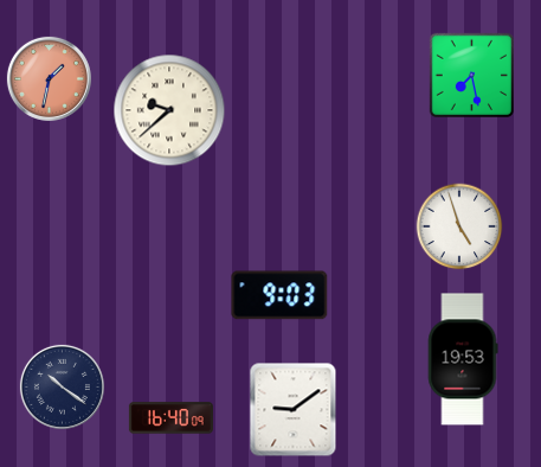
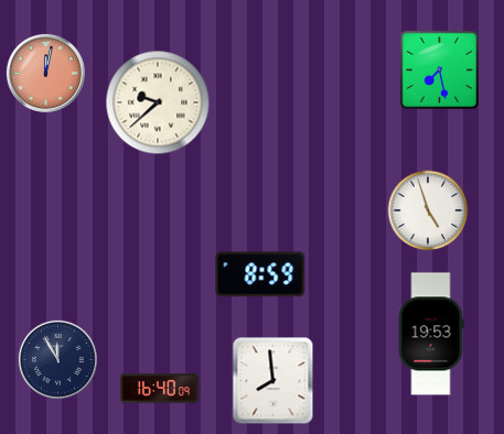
clock at (49, 78): 1:32 -> 12:02
clock at (279, 295): 9:03 -> 8:59
clock at (62, 386): 10:21 -> 11:55
clock at (294, 410): 9:09 -> 7:59
